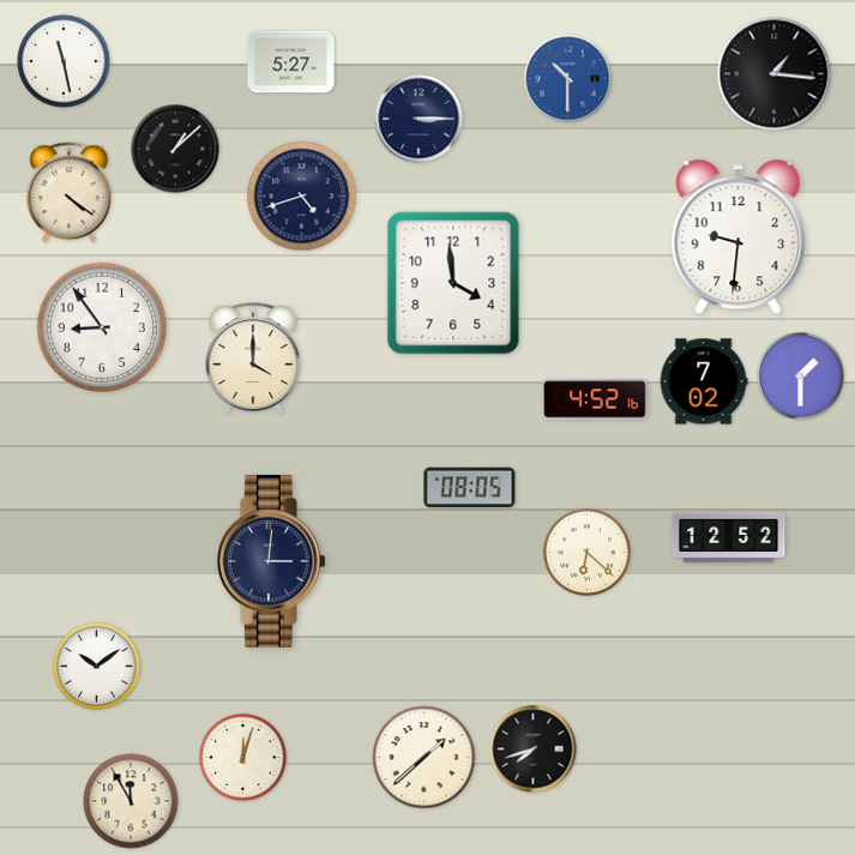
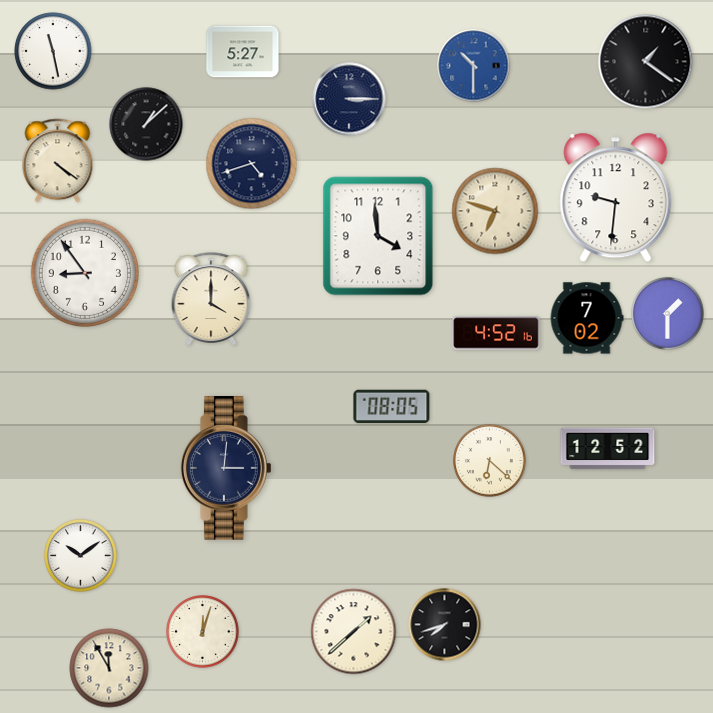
clock at (775, 74): 1:16 -> 1:21
clock at (495, 211): none -> 6:48
